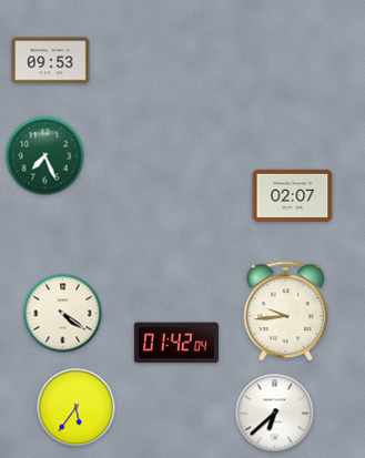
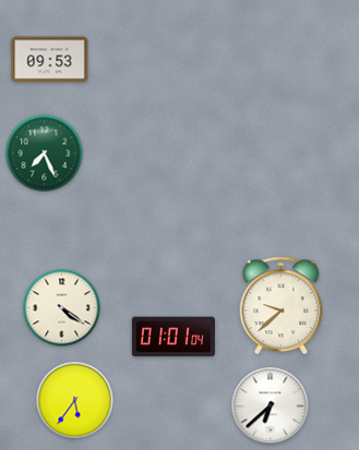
clock at (293, 195): 02:07 -> none
clock at (286, 311): 9:44 -> 9:38
clock at (176, 343): 01:42 -> 01:01
